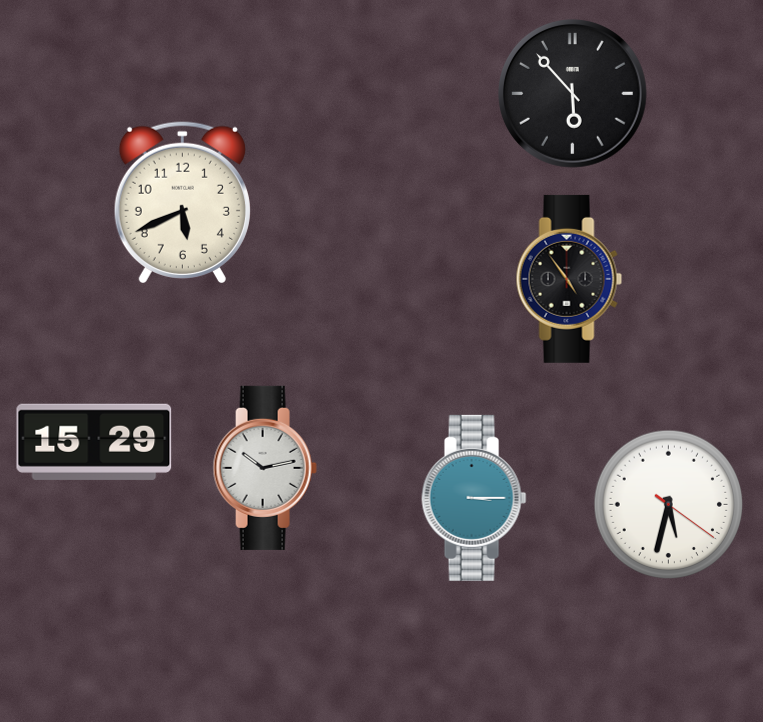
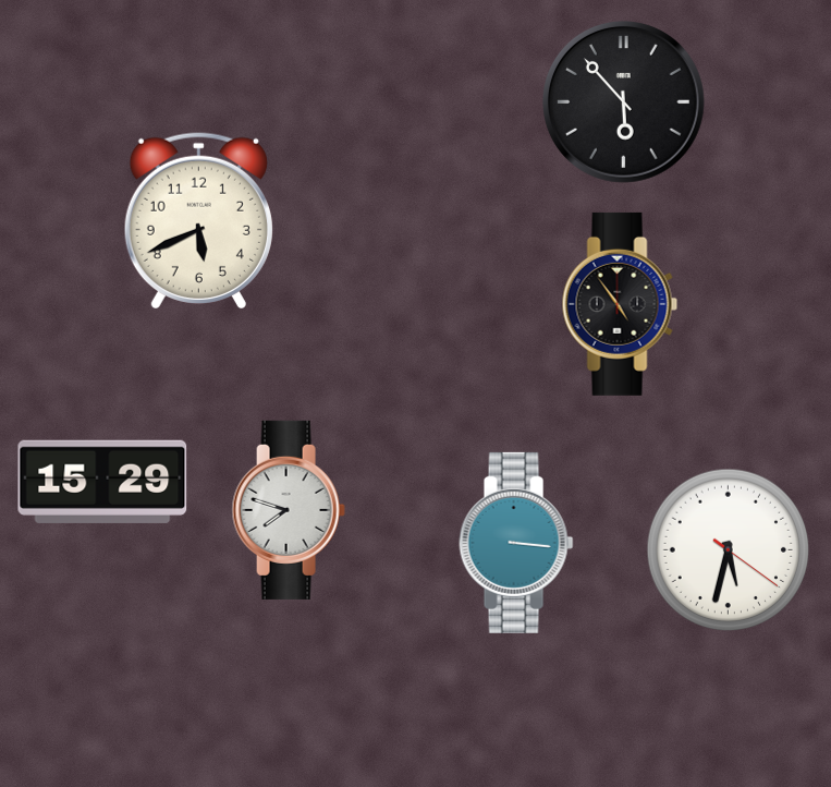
clock at (265, 468): 10:13 -> 7:48
clock at (474, 498): 3:15 -> 3:16
